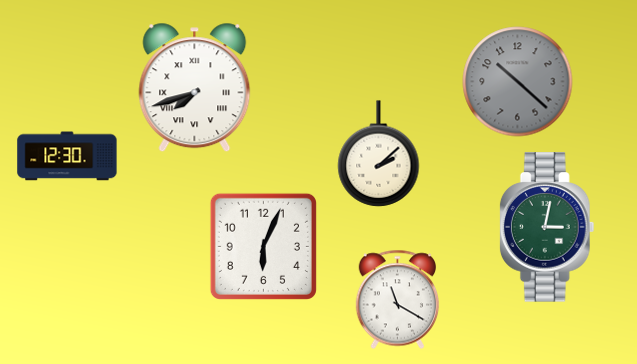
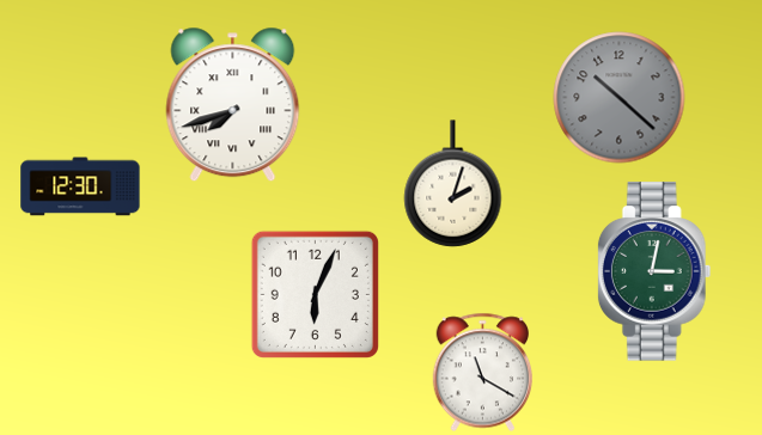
clock at (379, 154): 2:08 -> 2:03
clock at (397, 300) position: (397, 300) -> (482, 373)
